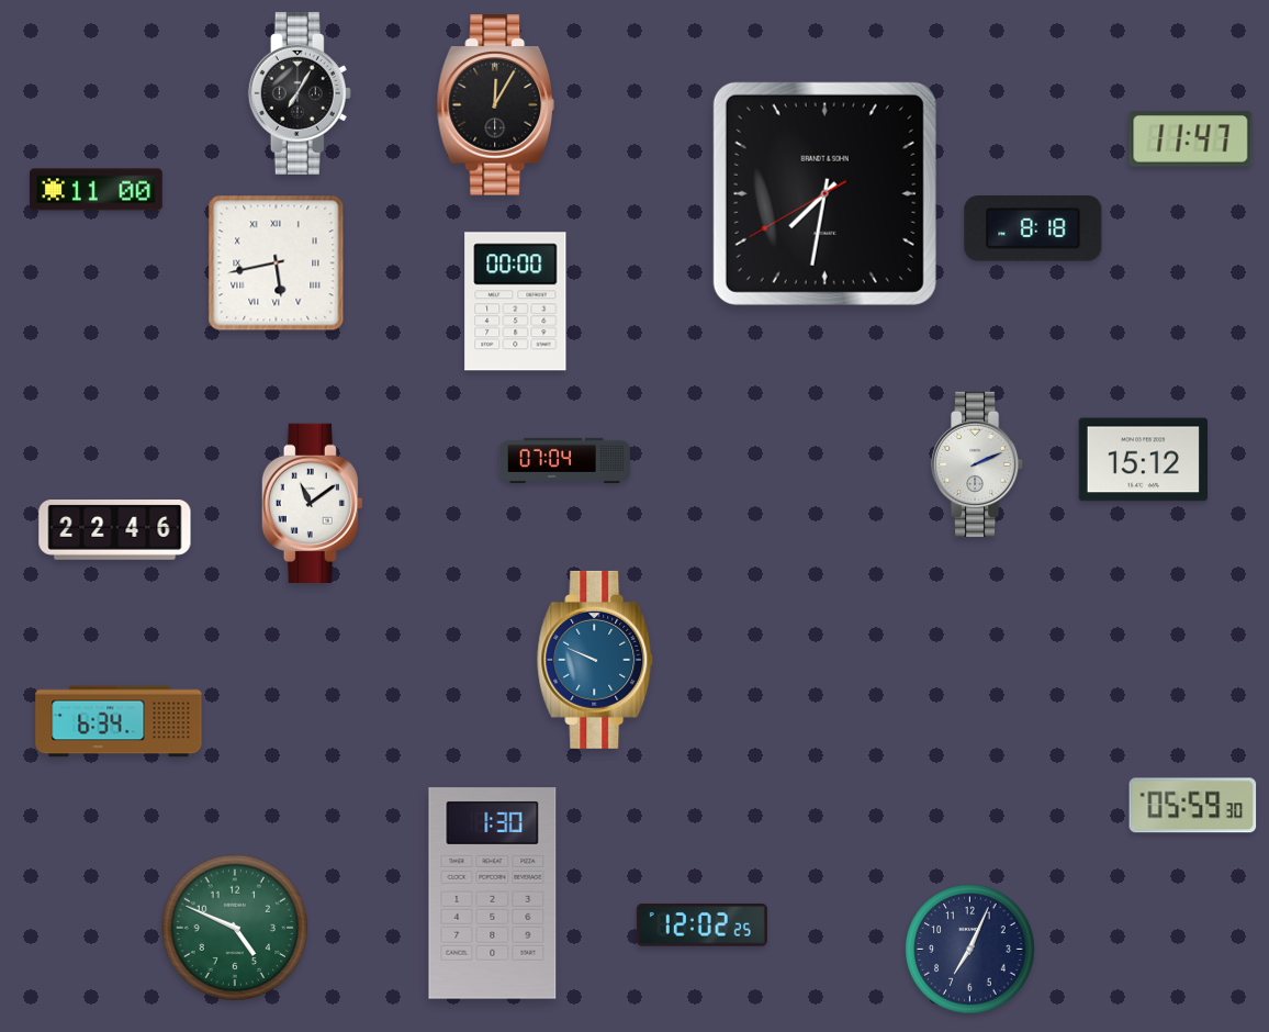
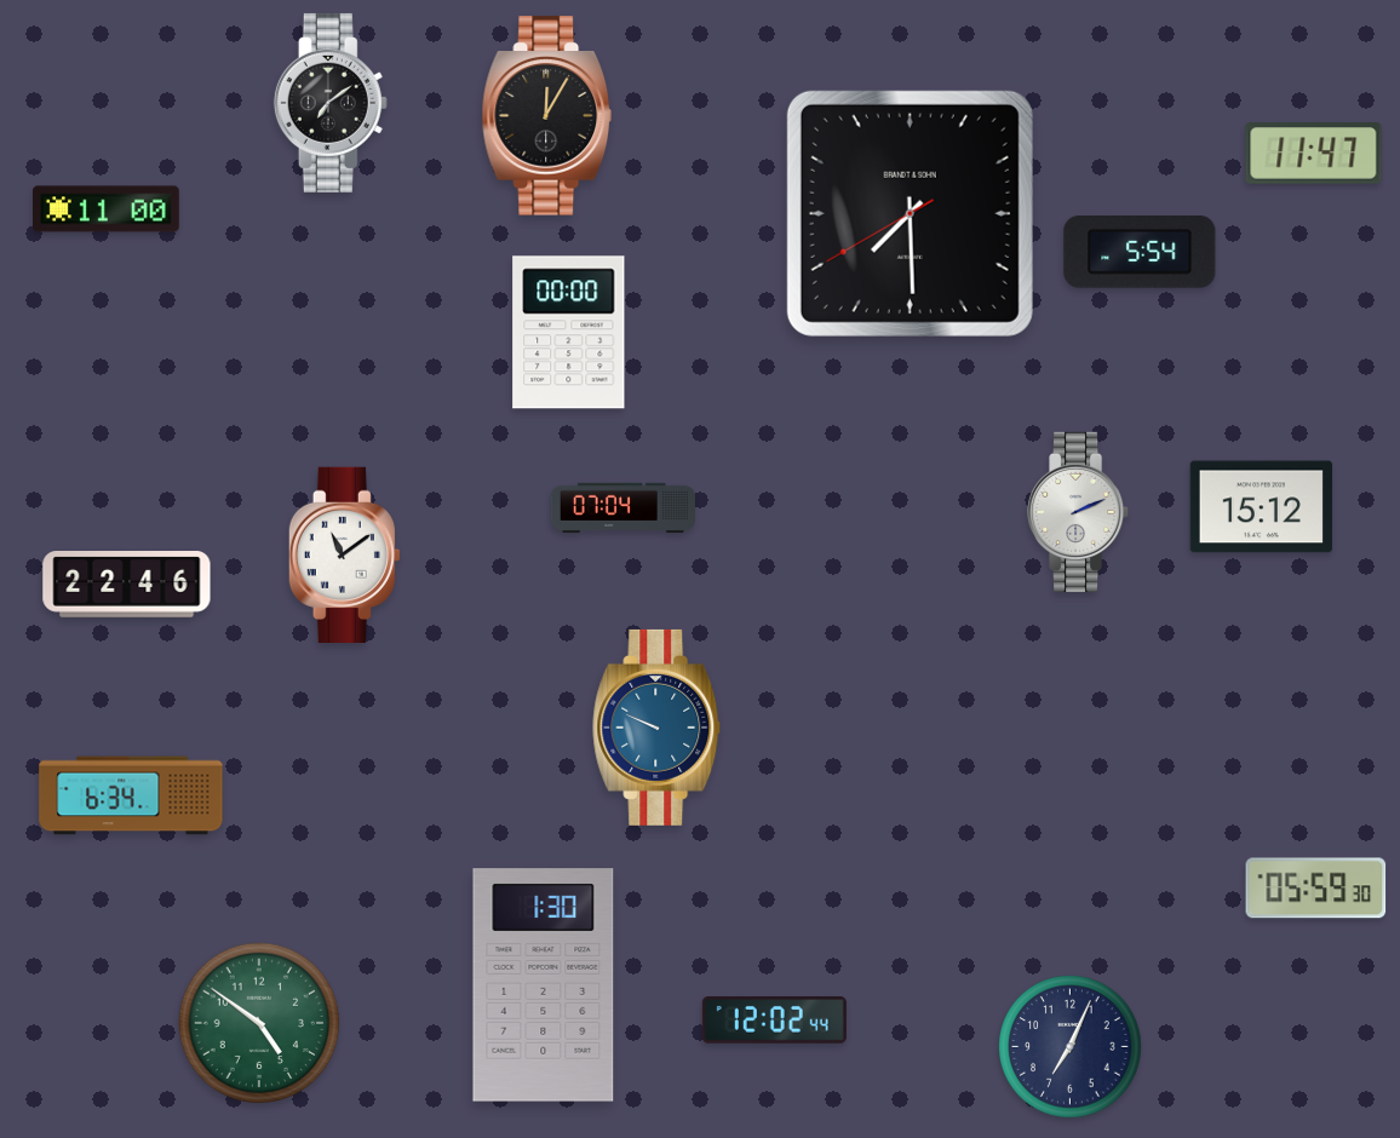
clock at (300, 93): 7:05 -> 7:09
clock at (824, 193): 7:31 -> 7:29
clock at (1033, 229): 8:18 -> 5:54
clock at (277, 263): 5:43 -> none
clock at (701, 926): 12:02:25 -> 12:02:44
clock at (235, 928): 4:49 -> 4:51
